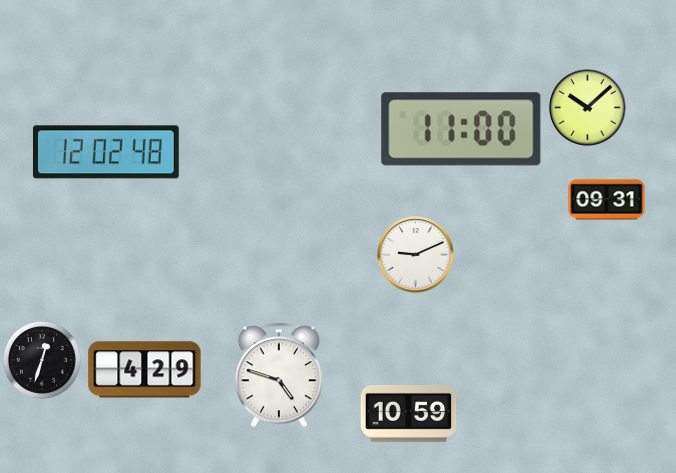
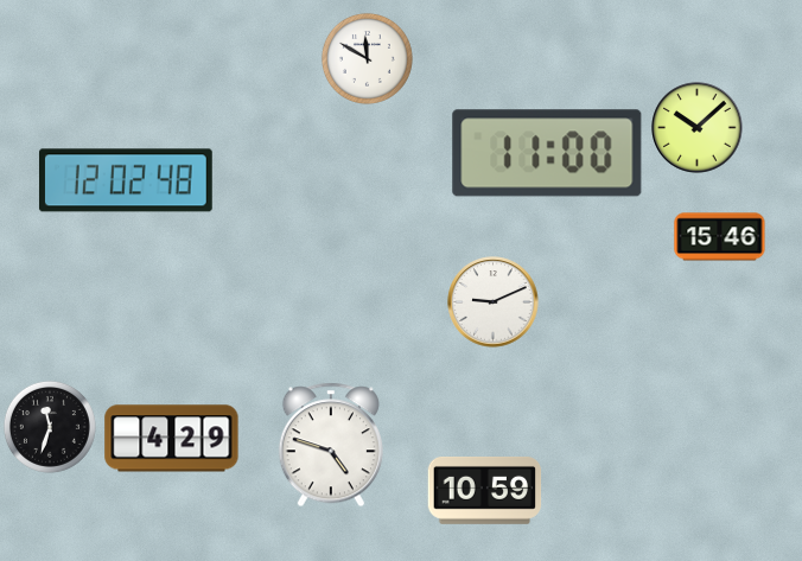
clock at (367, 58): none -> 11:50
clock at (607, 200): 09:31 -> 15:46
clock at (42, 360): 12:33 -> 11:33
